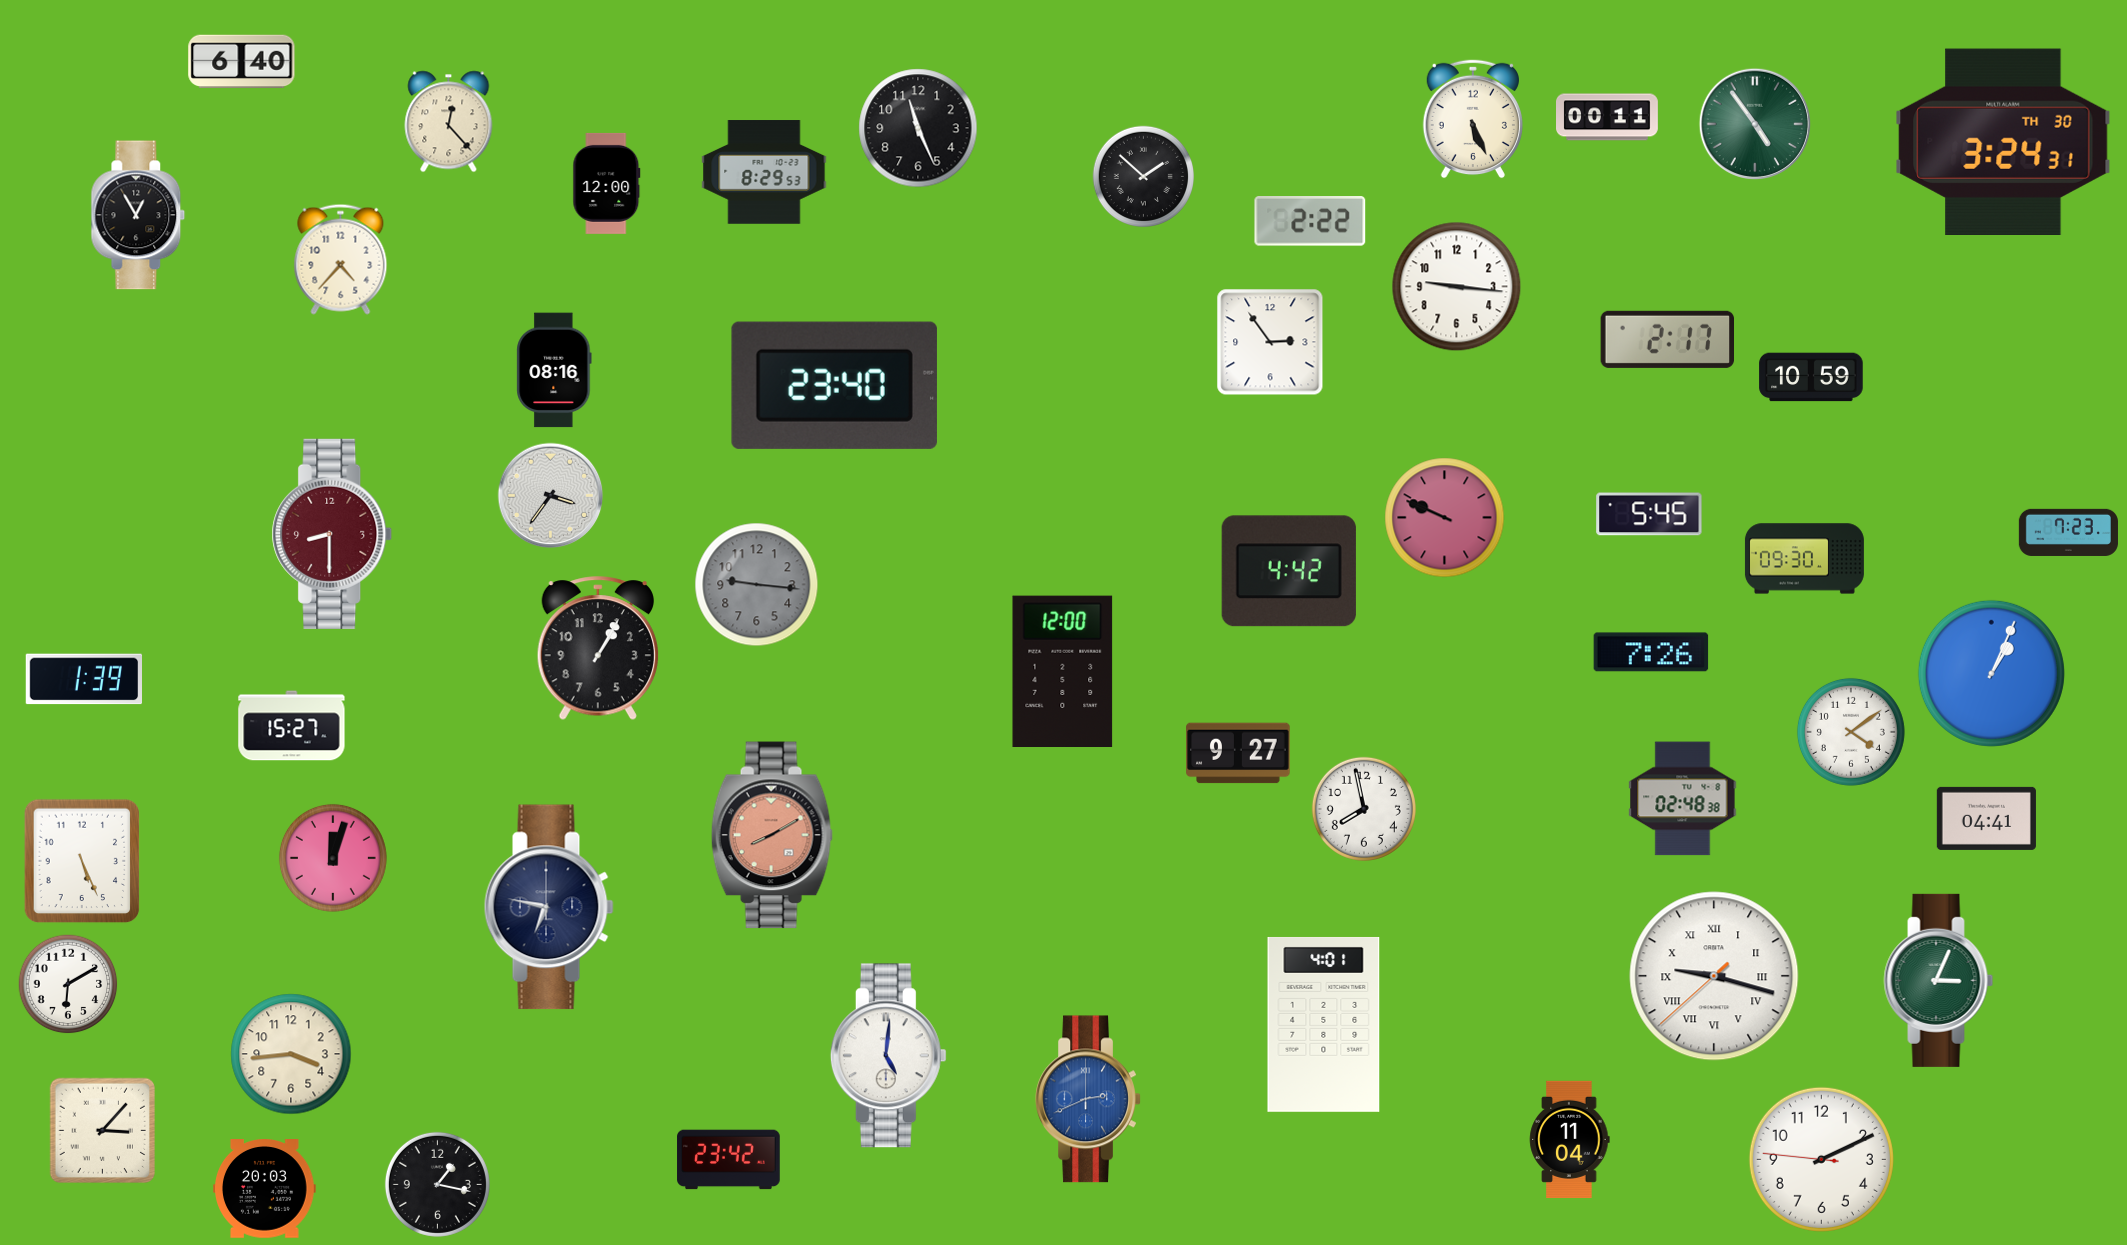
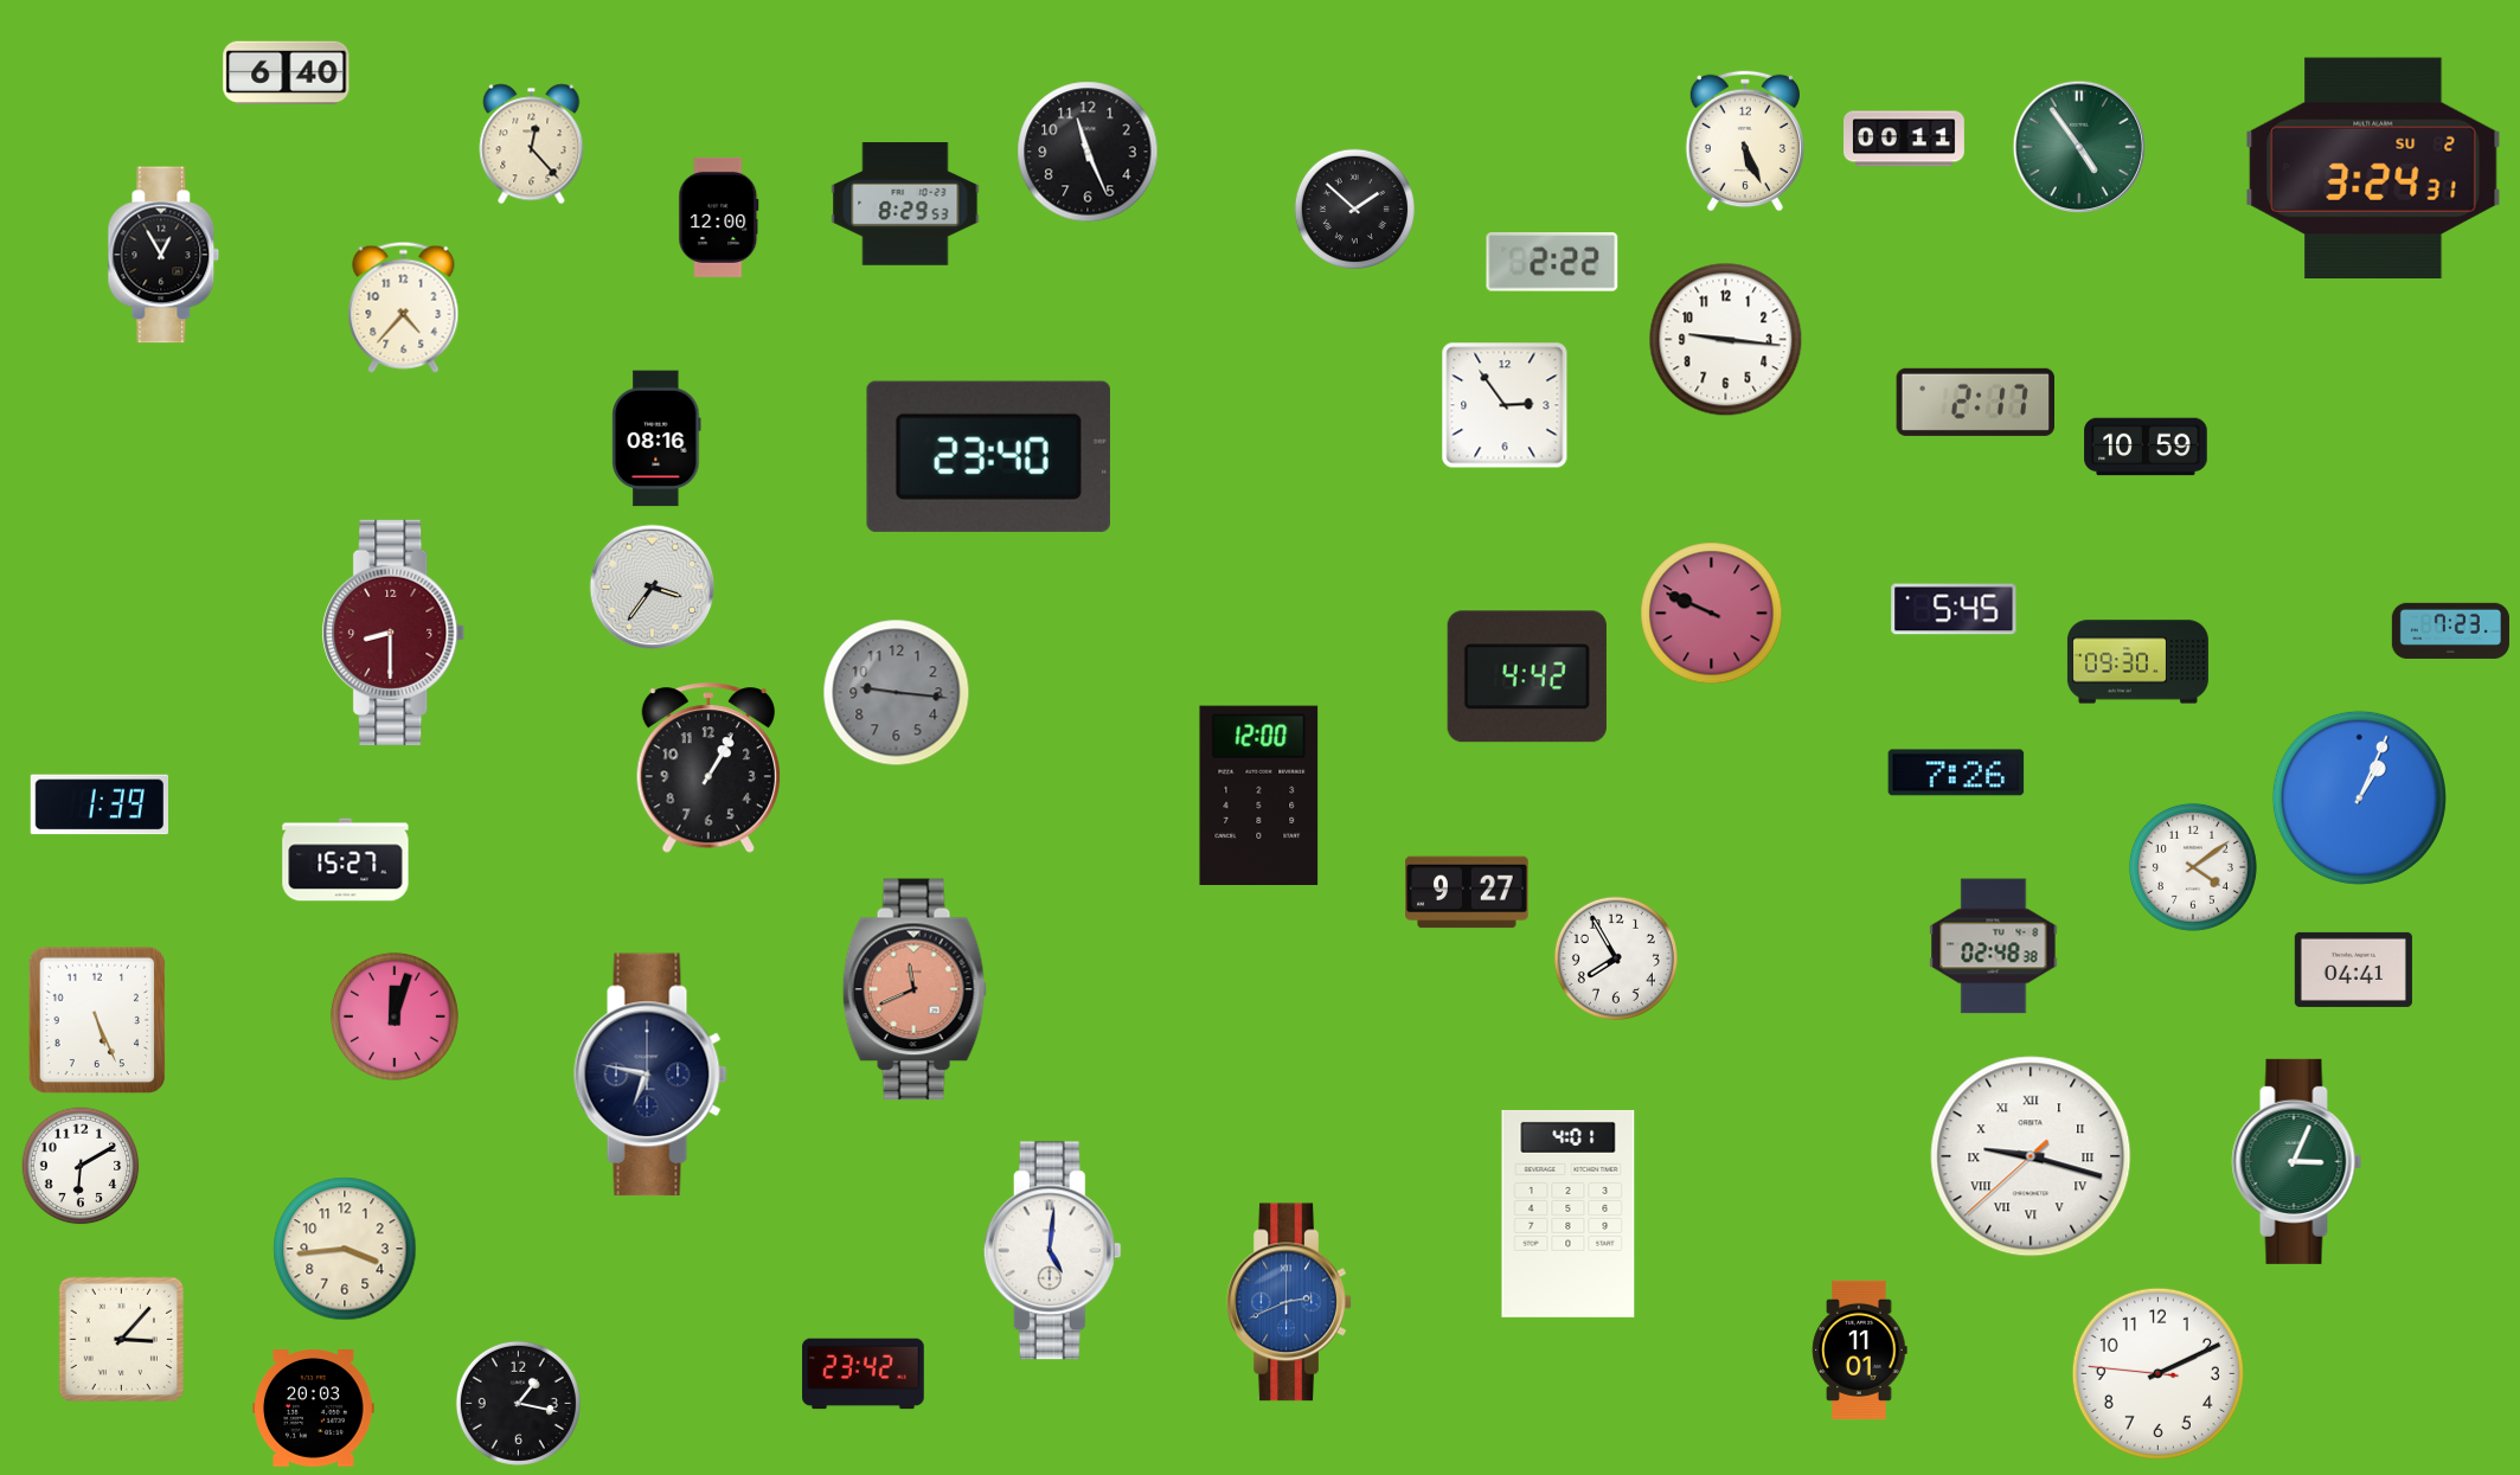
clock at (2003, 141) date: TH 30 -> SU 2
clock at (1364, 809): 7:58 -> 7:55
clock at (772, 835): 8:10 -> 11:41
clock at (1570, 1139): 11:04 -> 11:01
